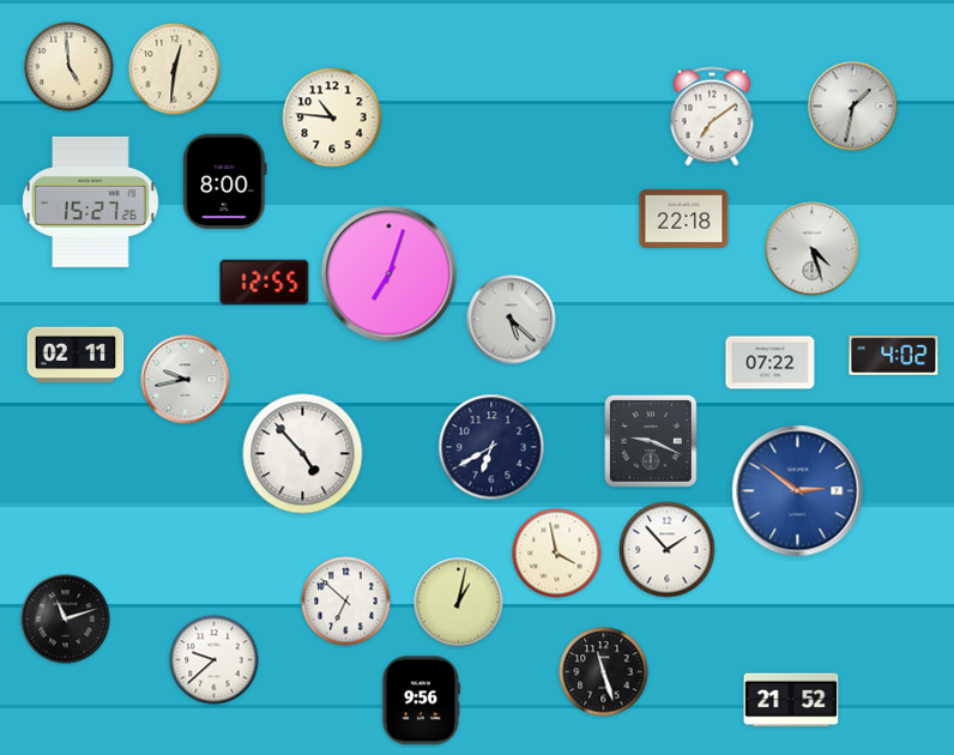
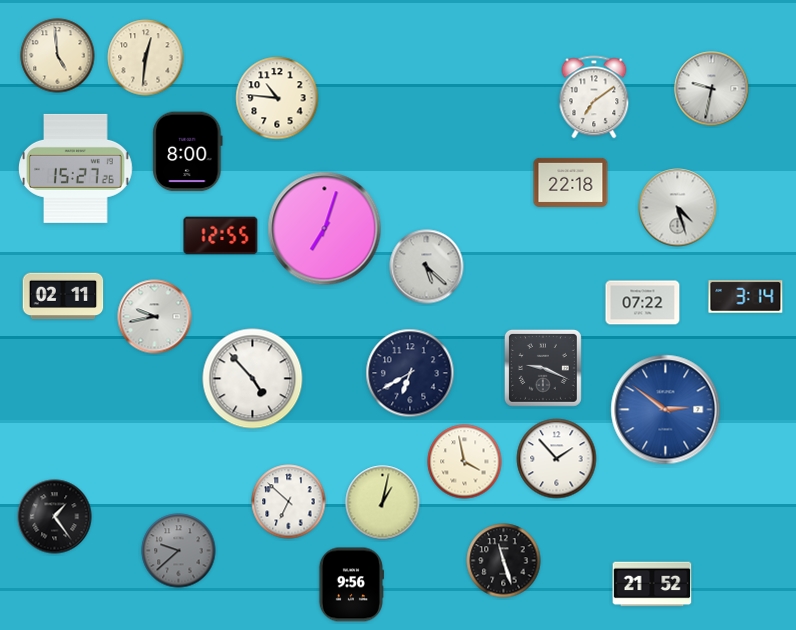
clock at (853, 107): 1:32 -> 9:32
clock at (894, 356): 4:02 -> 3:14
clock at (66, 620): 11:12 -> 1:24
clock at (215, 660) dial: white -> grey
clock at (791, 700) position: (791, 700) -> (652, 584)
